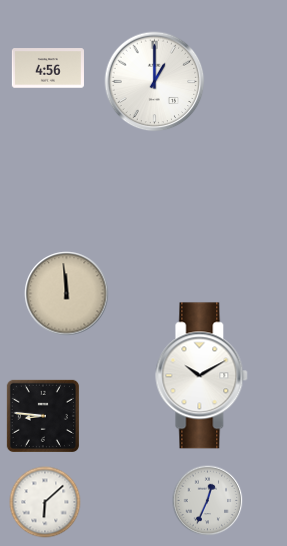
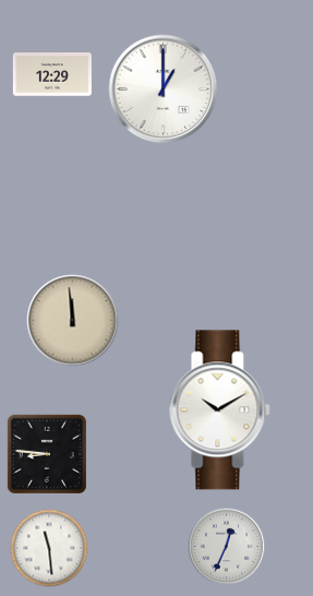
clock at (48, 68): 4:56 -> 12:29
clock at (155, 82) position: (155, 82) -> (164, 90)
clock at (45, 502): 6:08 -> 11:29
